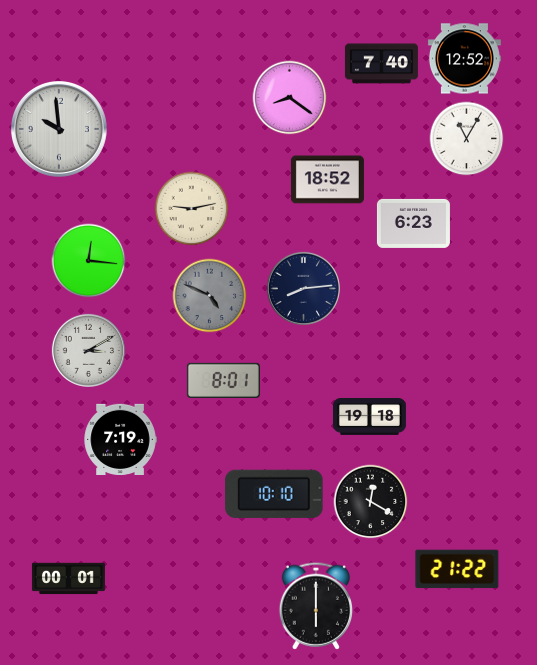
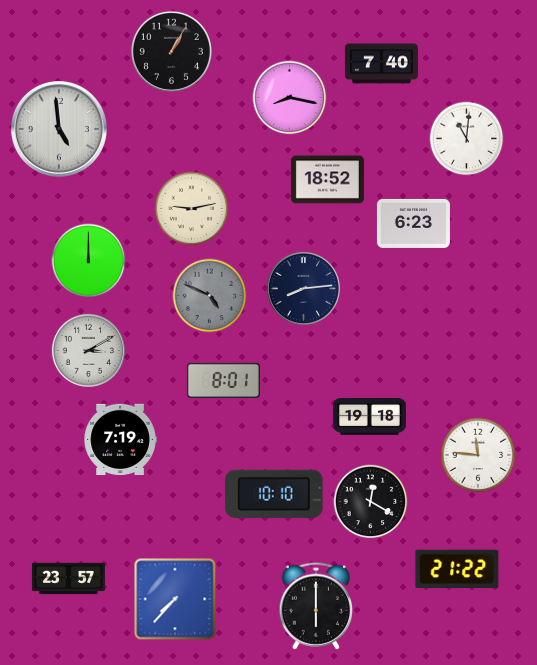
clock at (171, 51): none -> 1:05
clock at (464, 59): 12:52 -> none
clock at (290, 98): 8:21 -> 8:17
clock at (59, 129): 9:59 -> 4:59
clock at (467, 139): 11:05 -> 11:01
clock at (89, 261): 12:16 -> 12:00
clock at (478, 455): none -> 11:46
clock at (68, 579): 00:01 -> 23:57
clock at (175, 599): none -> 7:37
